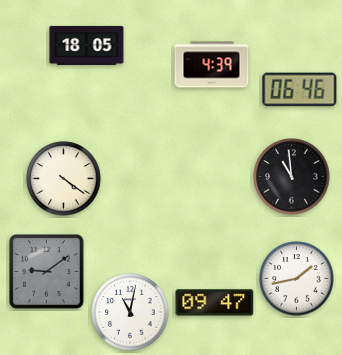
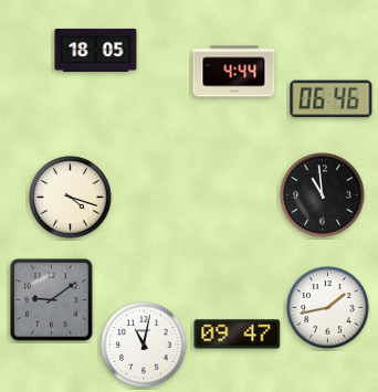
clock at (212, 65): 4:39 -> 4:44
clock at (64, 179): 4:21 -> 4:18
